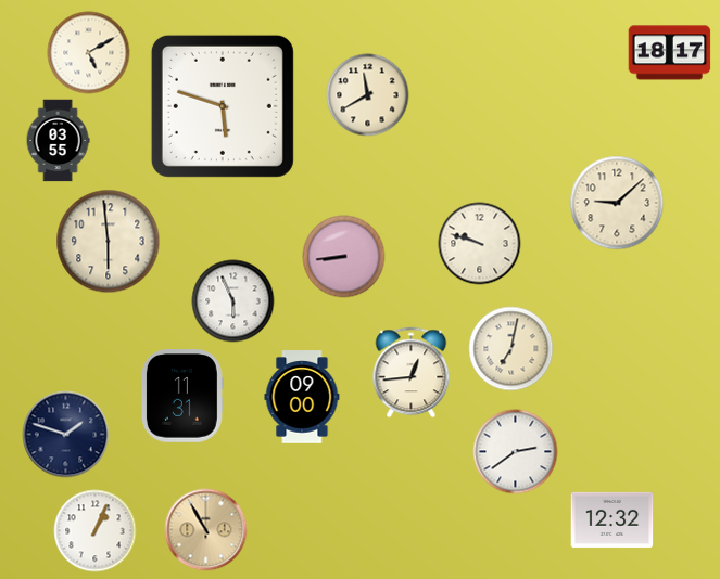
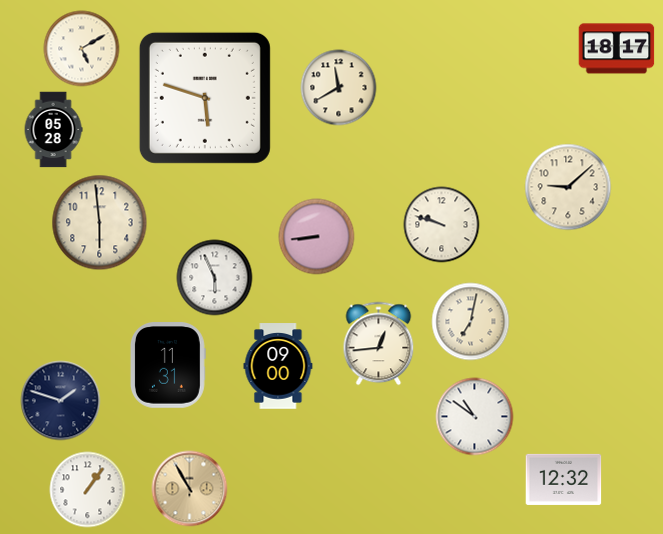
clock at (58, 141): 03:55 -> 05:28
clock at (516, 452): 2:39 -> 10:51
clock at (96, 531): 1:04 -> 1:06
